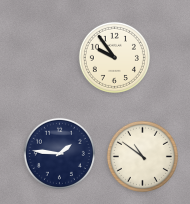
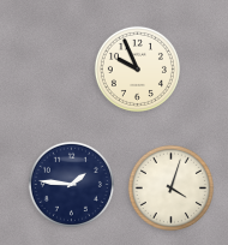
clock at (114, 57): 9:54 -> 9:56
clock at (142, 156): 10:51 -> 4:03
